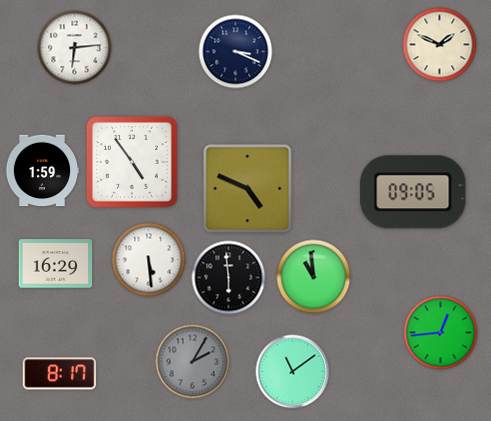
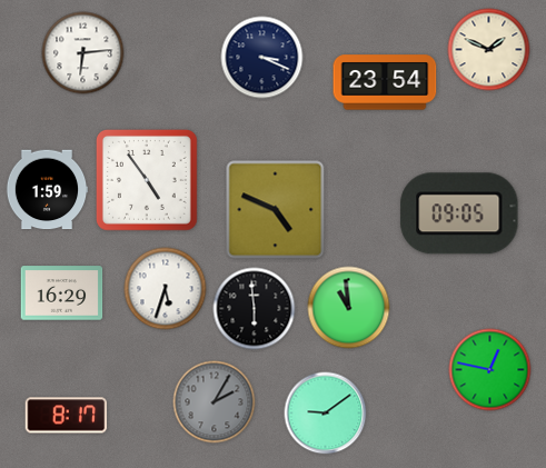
clock at (385, 82): none -> 23:54
clock at (149, 260): 5:29 -> 5:33
clock at (441, 333): 12:44 -> 12:47
clock at (293, 372): 11:09 -> 9:09
